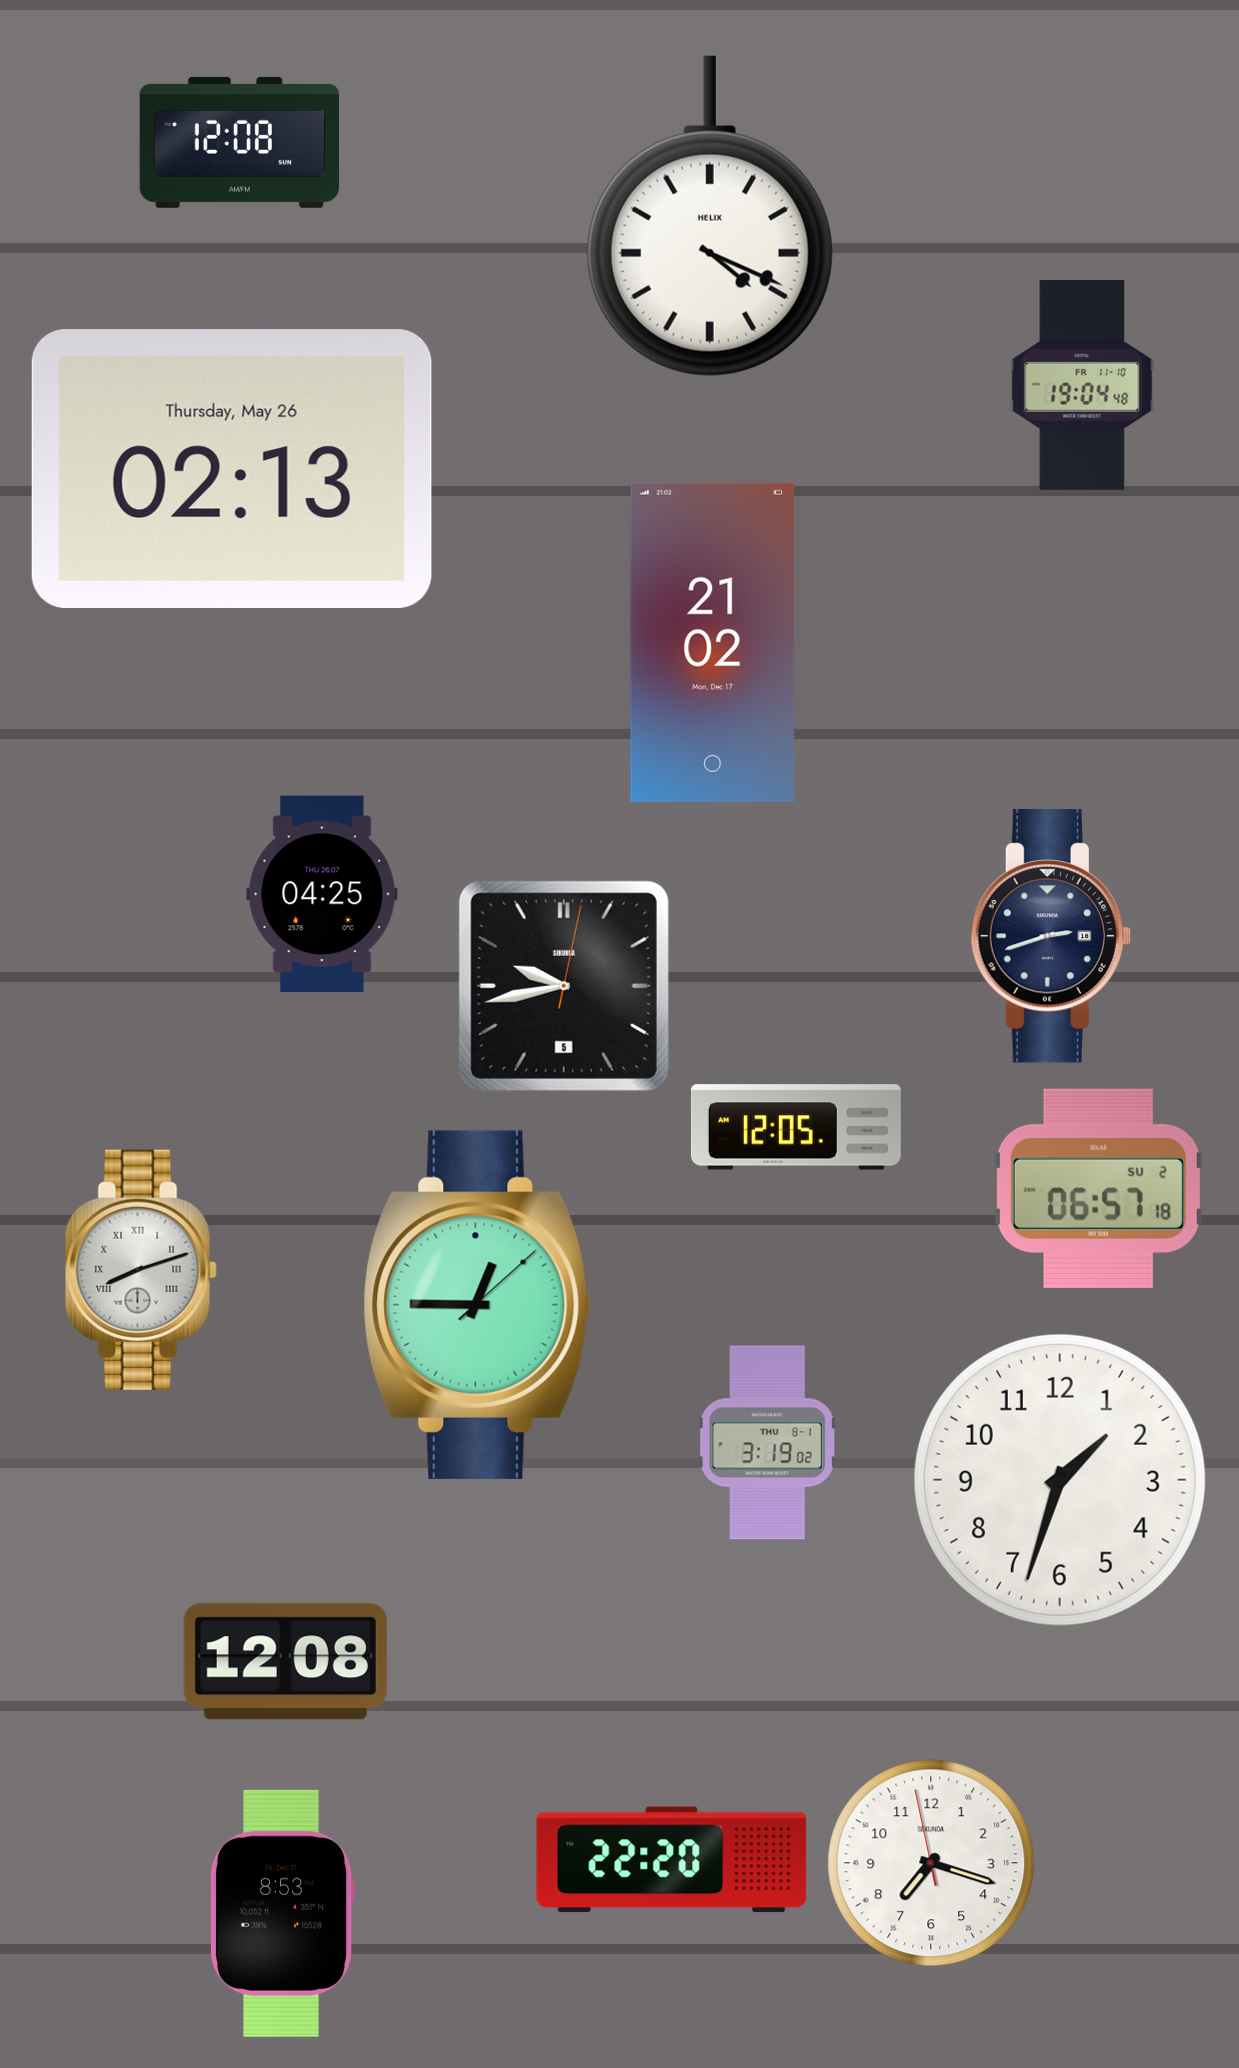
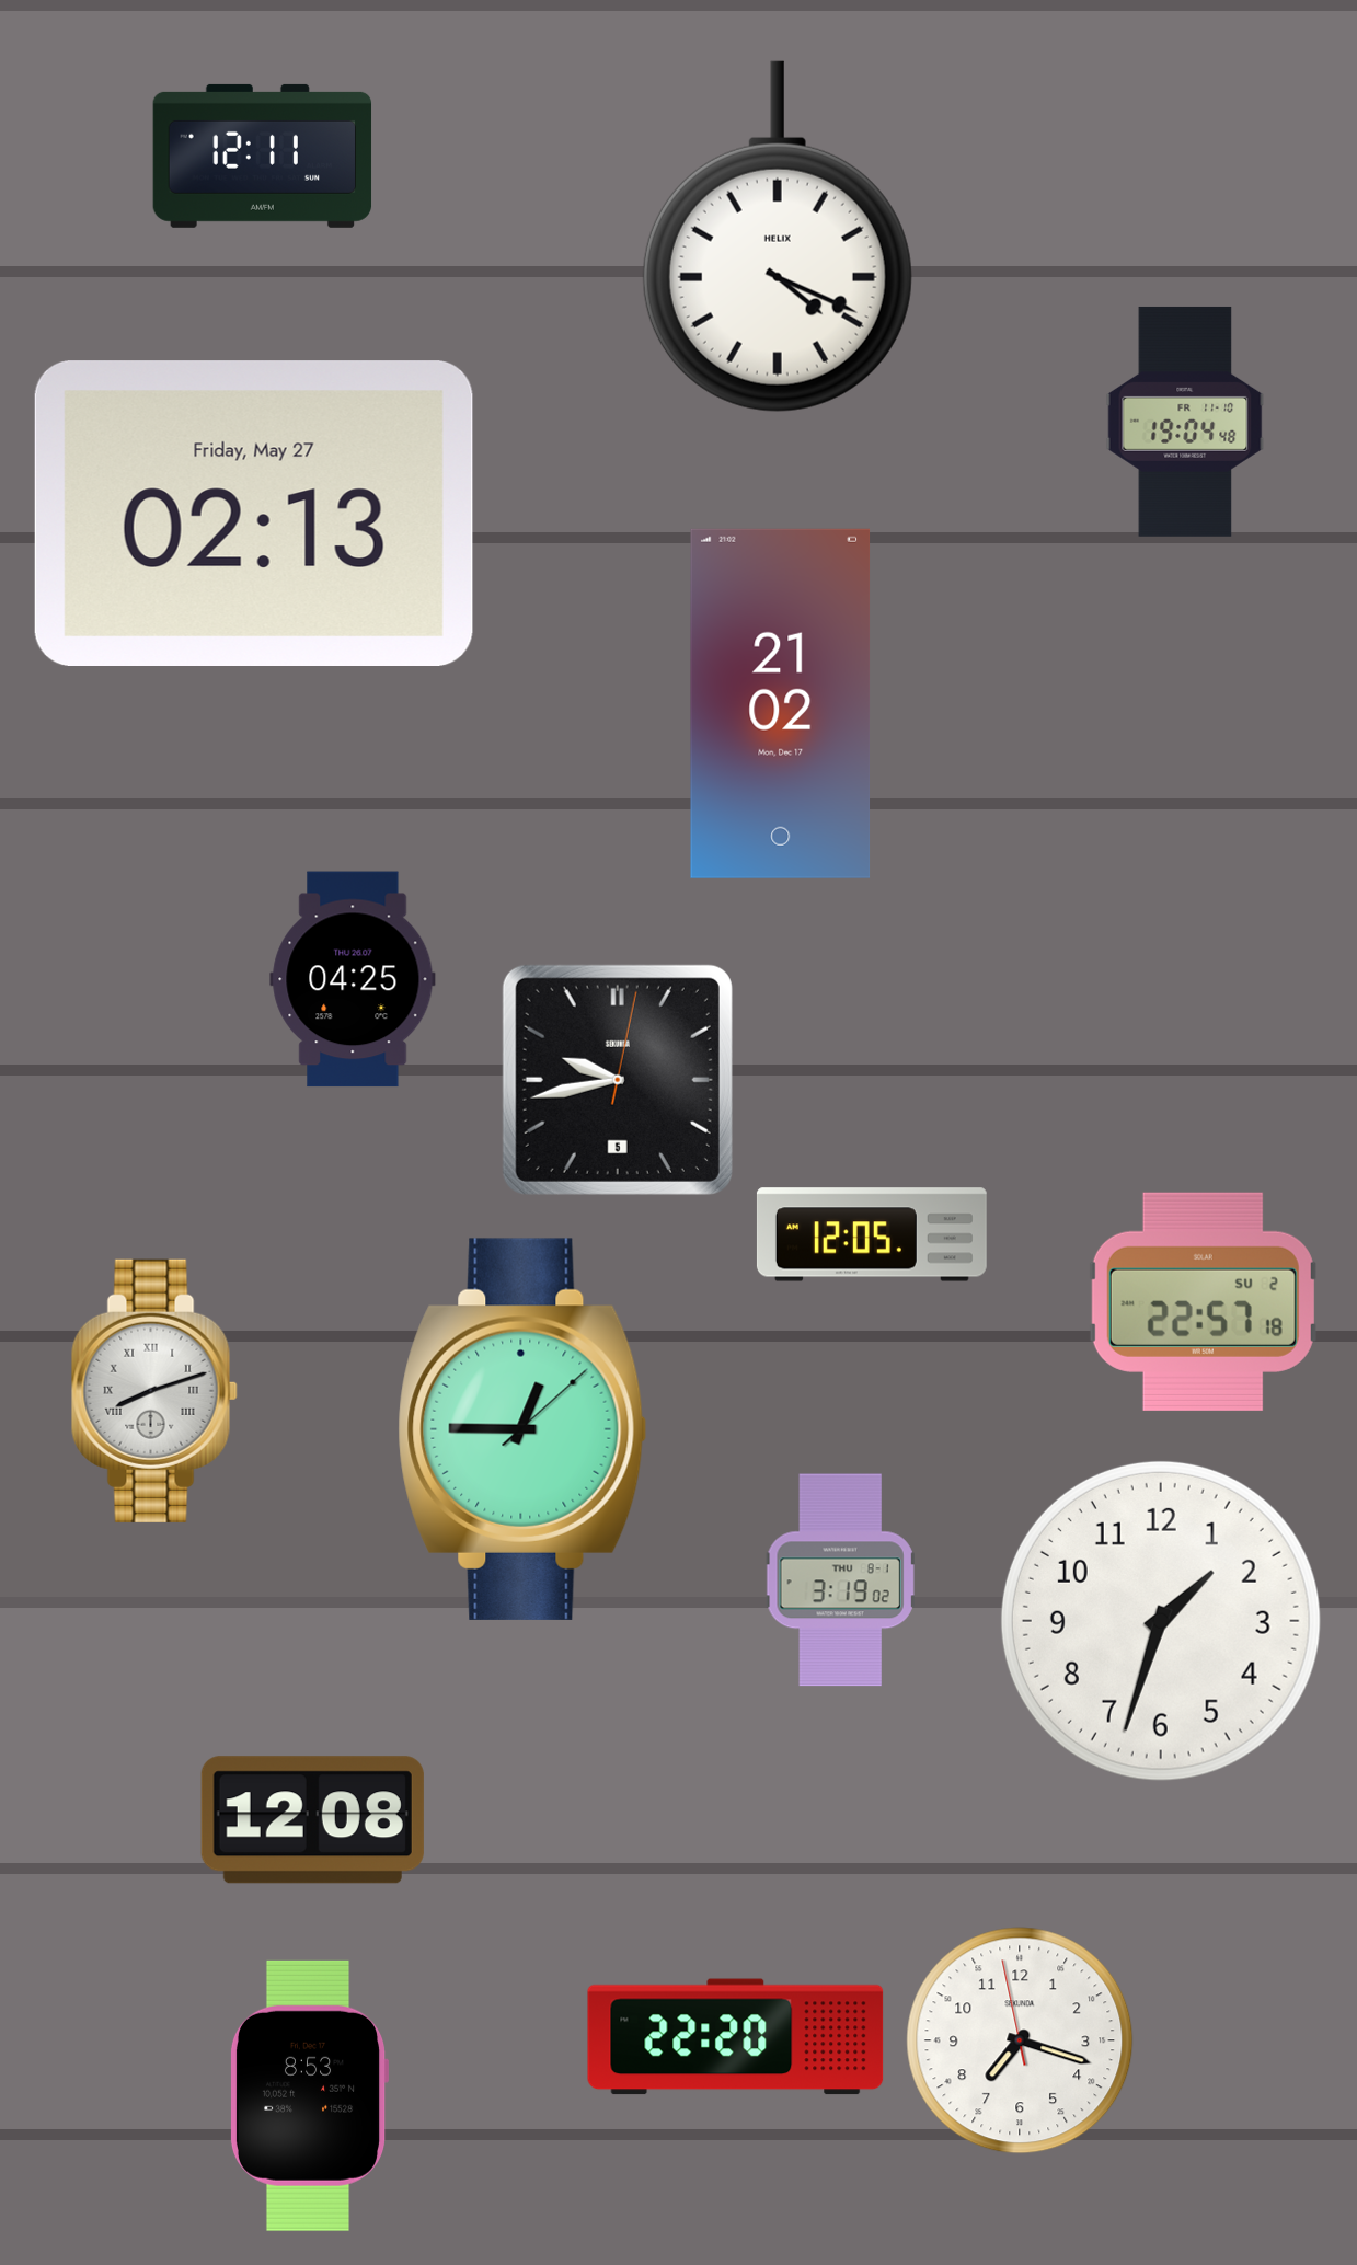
clock at (240, 142): 12:08 -> 12:11
clock at (232, 468) date: Thursday, May 26 -> Friday, May 27
clock at (1051, 937): 2:42 -> none
clock at (1098, 1188): 06:57 -> 22:57
